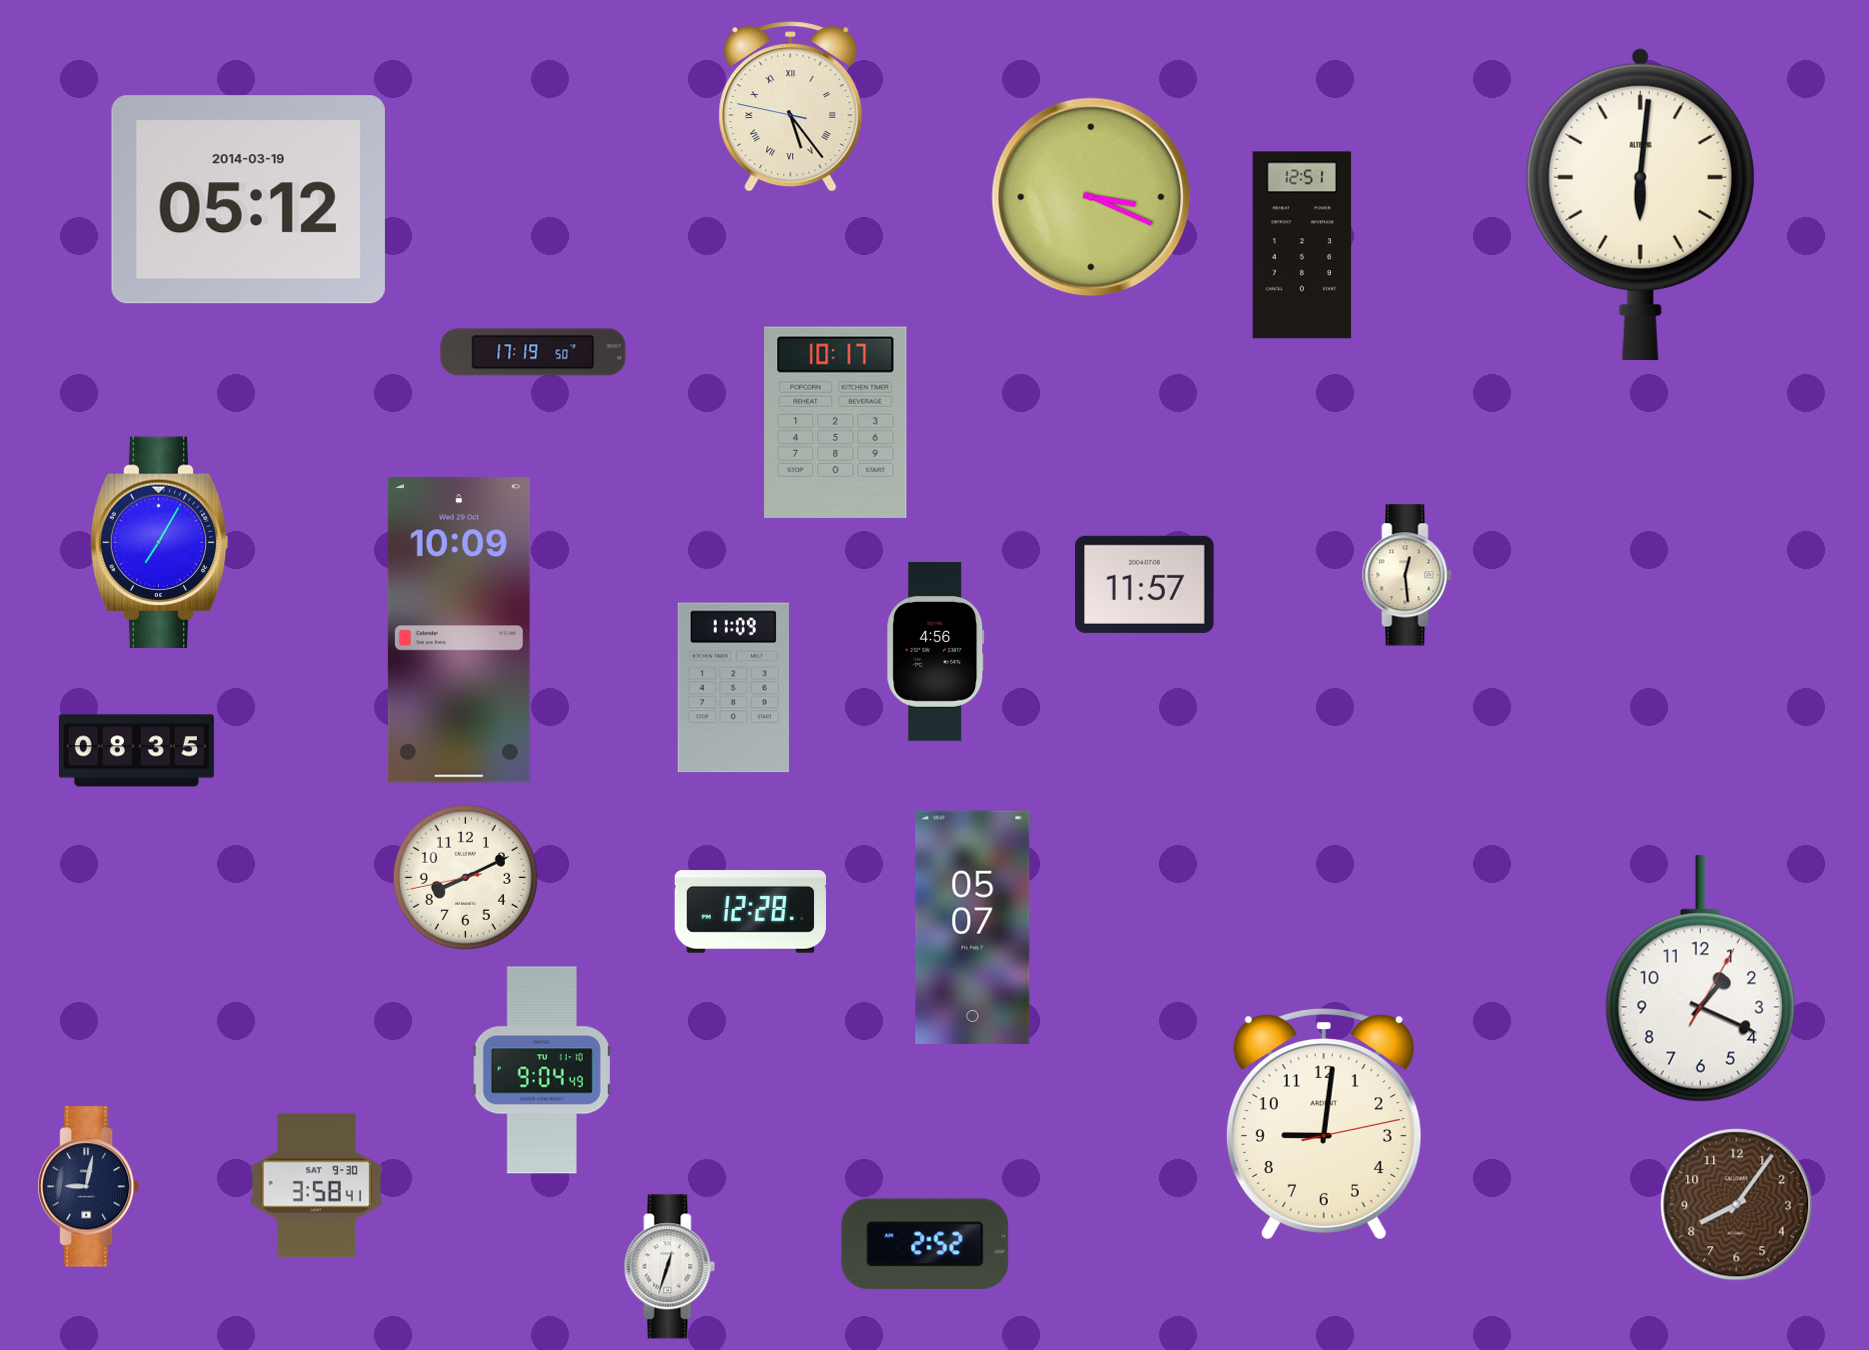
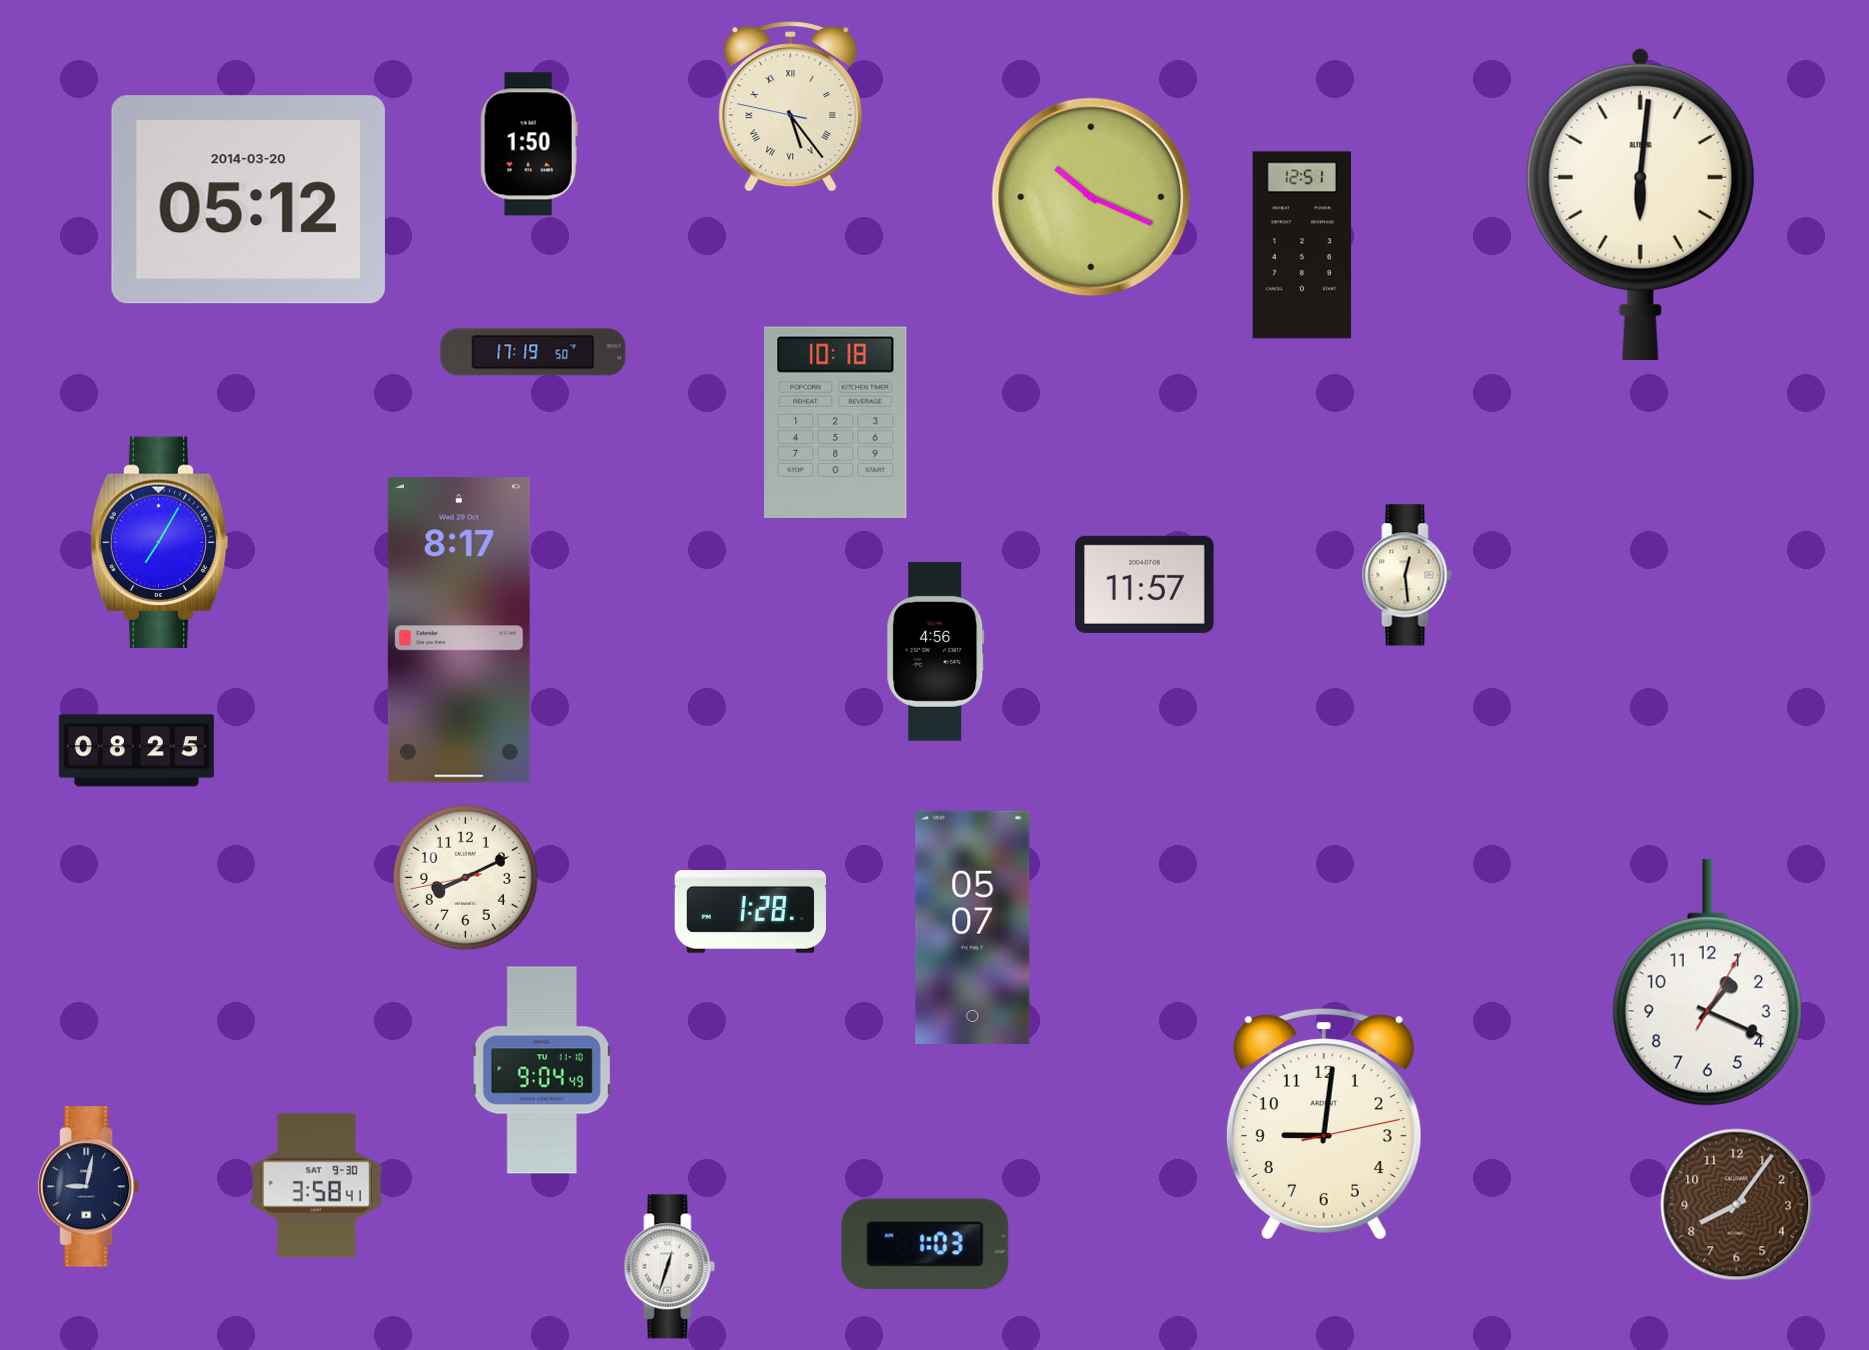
clock at (529, 144): none -> 1:50
clock at (1091, 197): 3:19 -> 10:19
clock at (248, 200) date: 2014-03-19 -> 2014-03-20
clock at (836, 422): 10:17 -> 10:18
clock at (459, 630): 10:09 -> 8:17
clock at (733, 688): 11:09 -> none
clock at (136, 751): 08:35 -> 08:25
clock at (751, 912): 12:28 -> 1:28
clock at (1700, 979) position: (1700, 979) -> (1707, 983)
clock at (925, 1244): 2:52 -> 1:03
